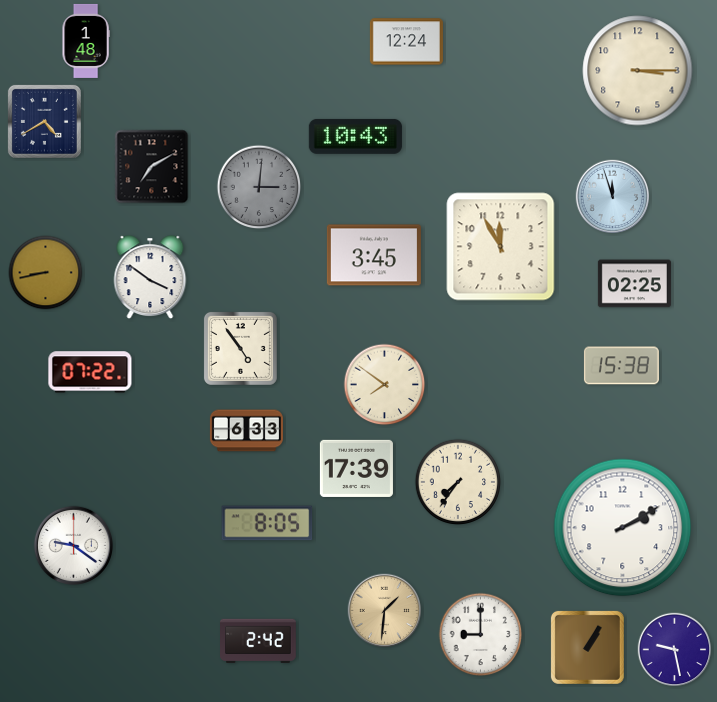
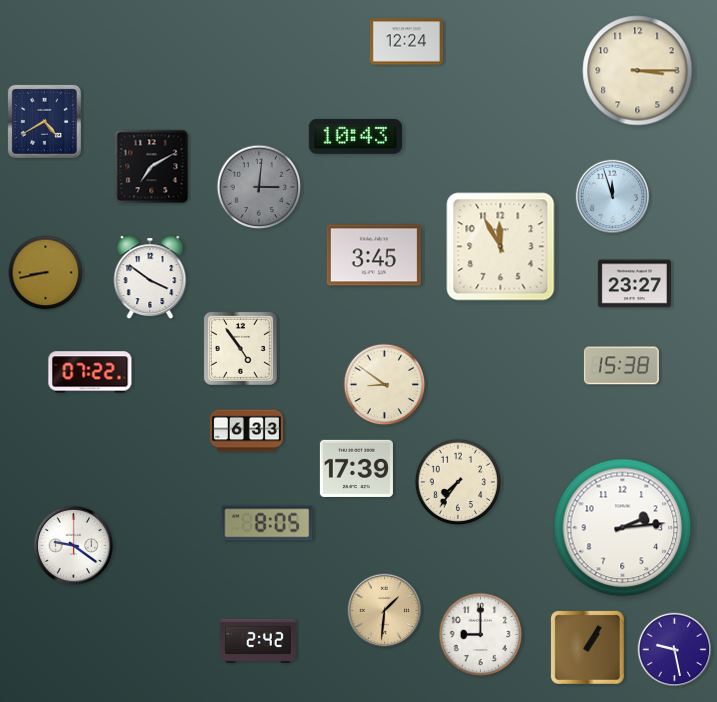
clock at (86, 41): 1:48 -> none
clock at (634, 284): 02:25 -> 23:27
clock at (385, 385): 7:51 -> 8:51
clock at (623, 528): 2:10 -> 2:14
